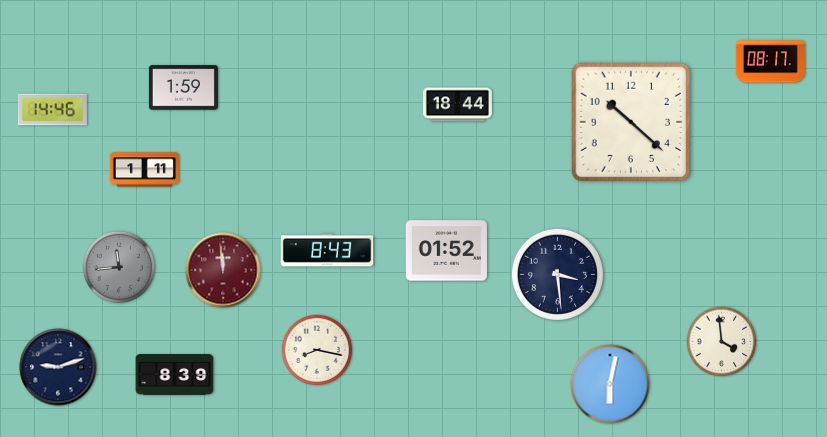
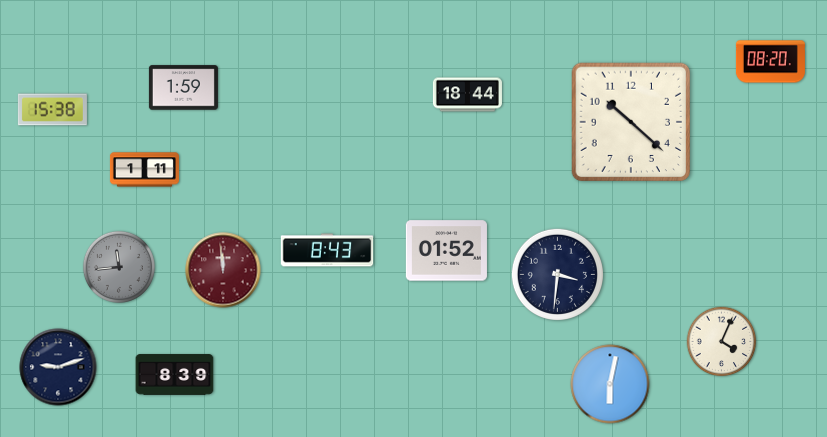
clock at (770, 62): 08:17 -> 08:20
clock at (457, 105) position: (457, 105) -> (467, 95)
clock at (52, 110): 14:46 -> 15:38
clock at (557, 274): 3:29 -> 3:31
clock at (722, 342): 3:59 -> 4:04
clock at (317, 350): 8:17 -> none
